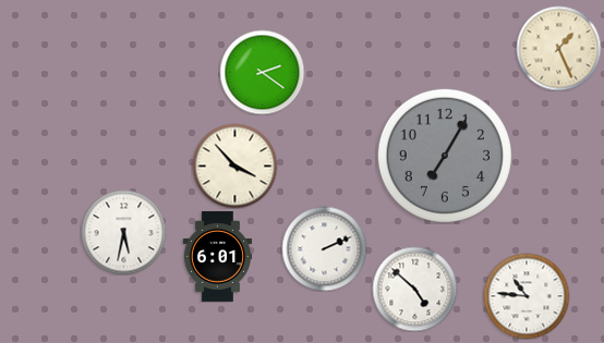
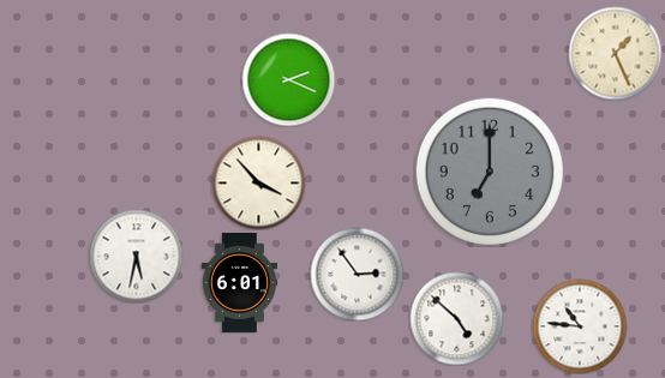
clock at (262, 72): 2:21 -> 2:19
clock at (445, 156): 7:05 -> 7:00
clock at (324, 248): 2:11 -> 2:54
